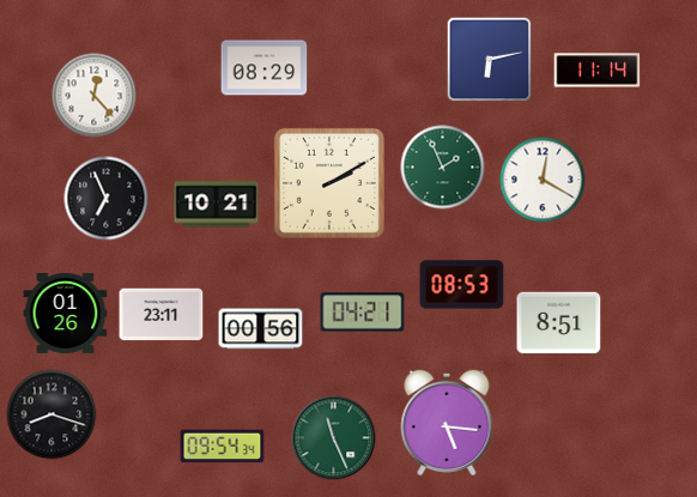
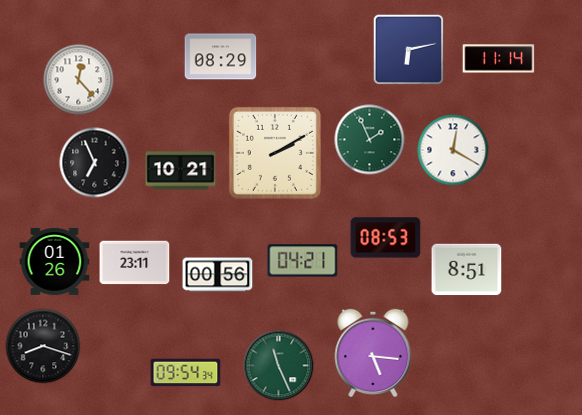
clock at (107, 199) position: (107, 199) -> (95, 163)
